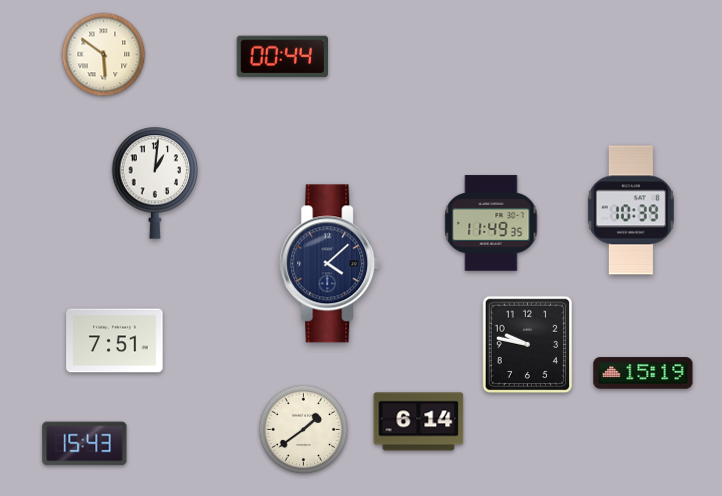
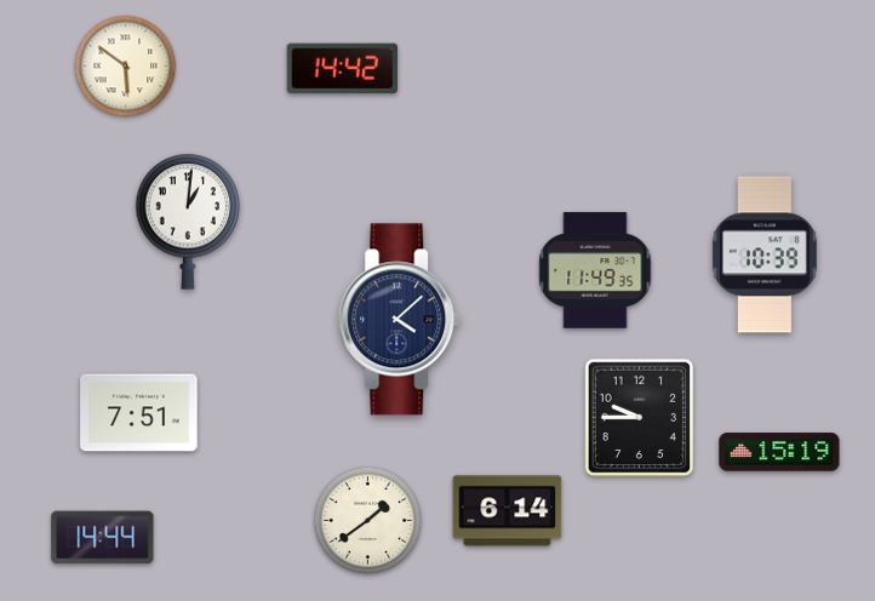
clock at (283, 57): 00:44 -> 14:42
clock at (528, 345): 9:47 -> 9:45
clock at (85, 444): 15:43 -> 14:44
